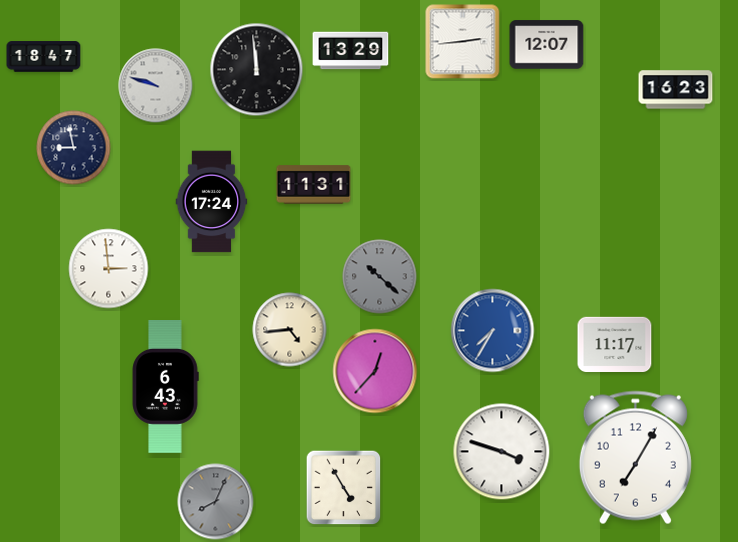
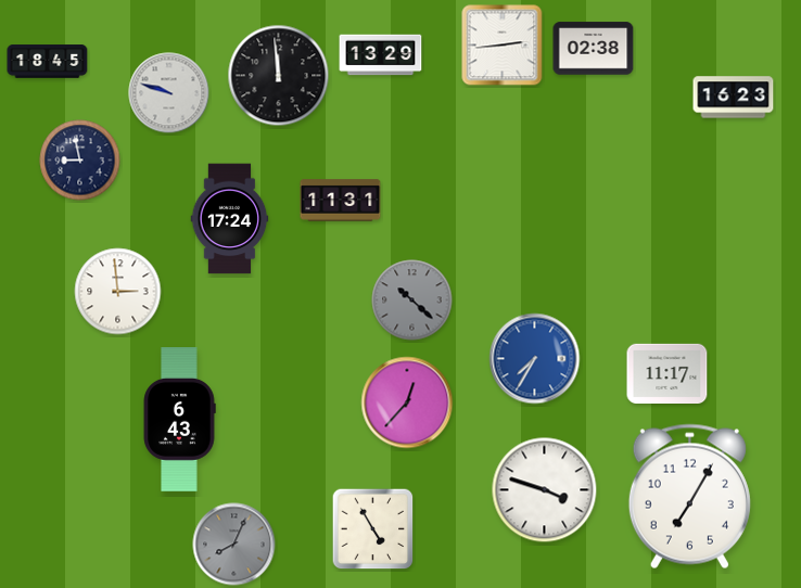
clock at (547, 45): 12:07 -> 02:38
clock at (44, 57): 18:47 -> 18:45
clock at (290, 330): 4:44 -> none
